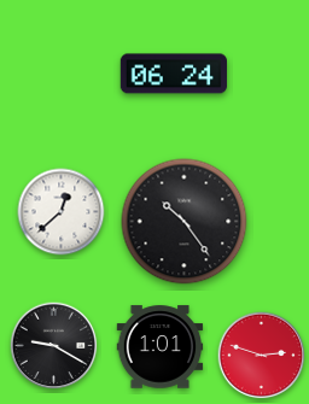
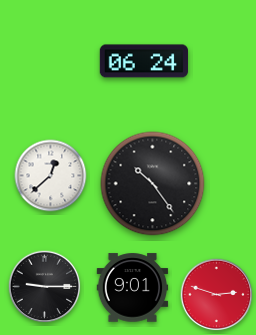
clock at (54, 346): 9:20 -> 9:15
clock at (161, 347): 1:01 -> 9:01
